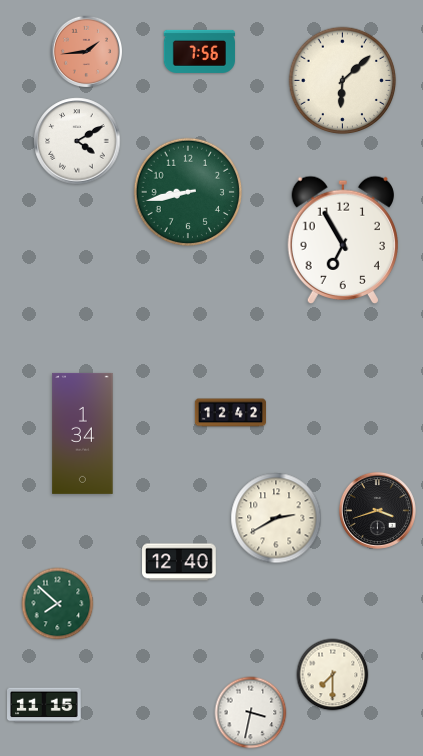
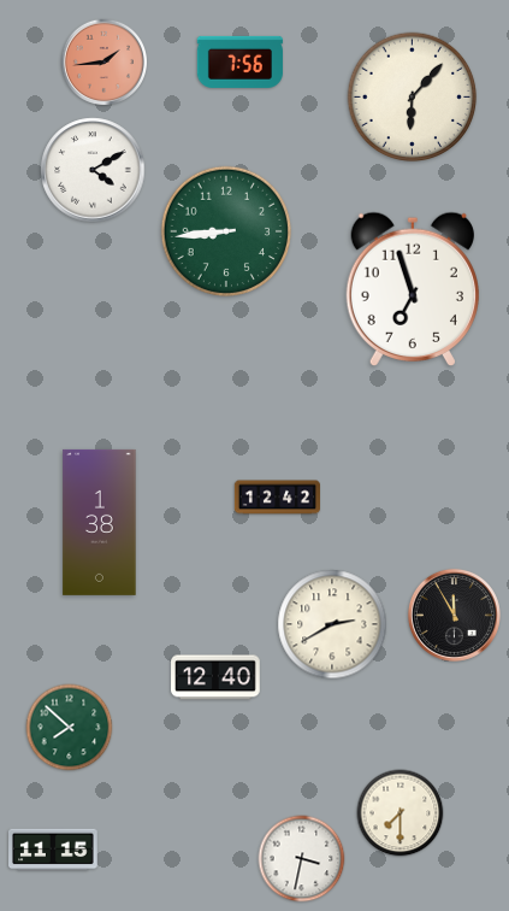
clock at (343, 81): 6:08 -> 6:07
clock at (188, 192): 8:43 -> 8:44
clock at (342, 239): 6:55 -> 6:57
clock at (83, 433): 1:34 -> 1:38
clock at (377, 510): 3:42 -> 11:55
